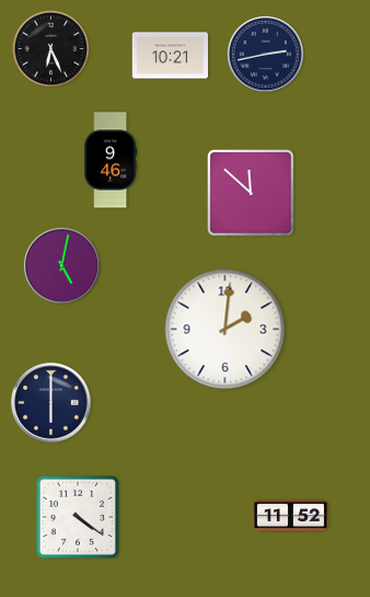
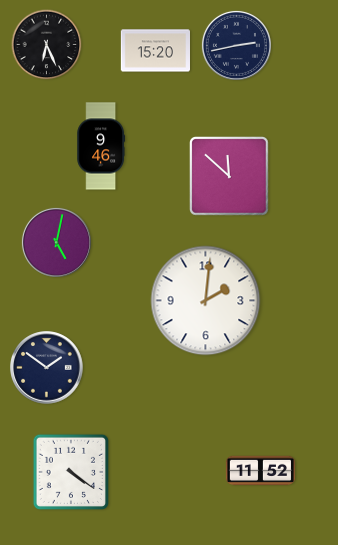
clock at (265, 54) position: (265, 54) -> (236, 45)
clock at (170, 56): 10:21 -> 15:20
clock at (51, 403): 6:00 -> 1:51
clock at (290, 516) position: (290, 516) -> (260, 471)
